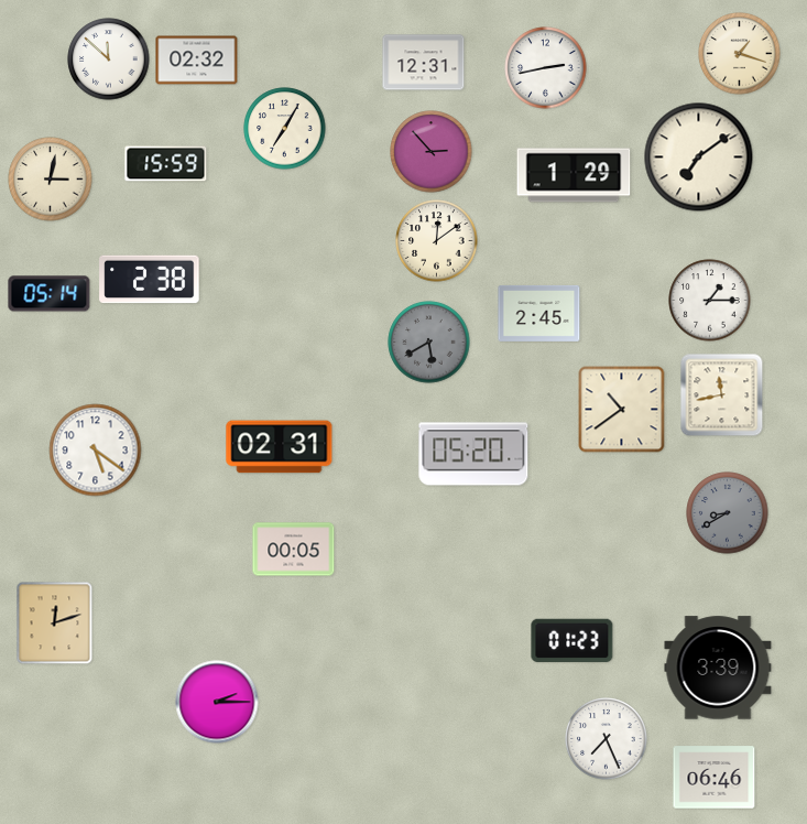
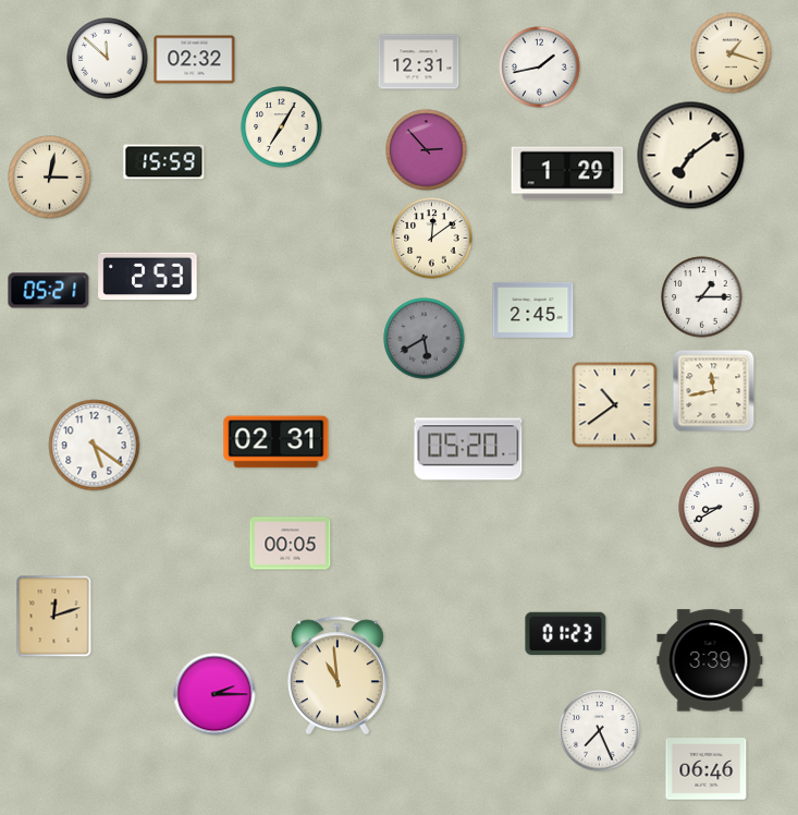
clock at (546, 68): 2:43 -> 1:43
clock at (150, 280): 2:38 -> 2:53
clock at (50, 294): 05:14 -> 05:21
clock at (728, 513) dial: grey -> white
clock at (337, 676): none -> 10:59
